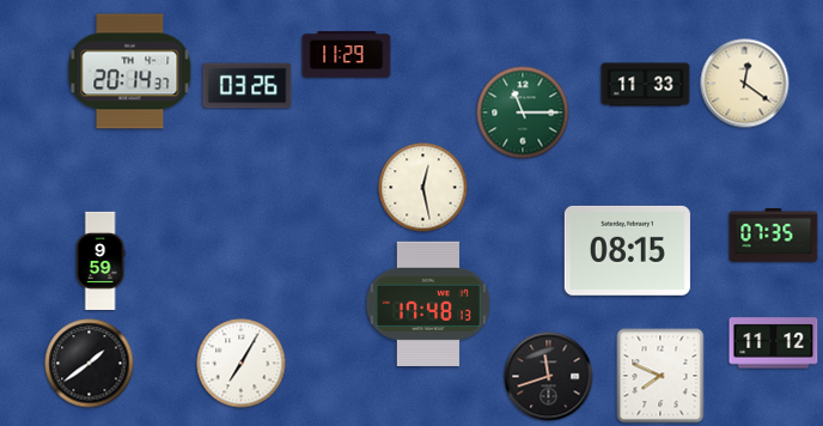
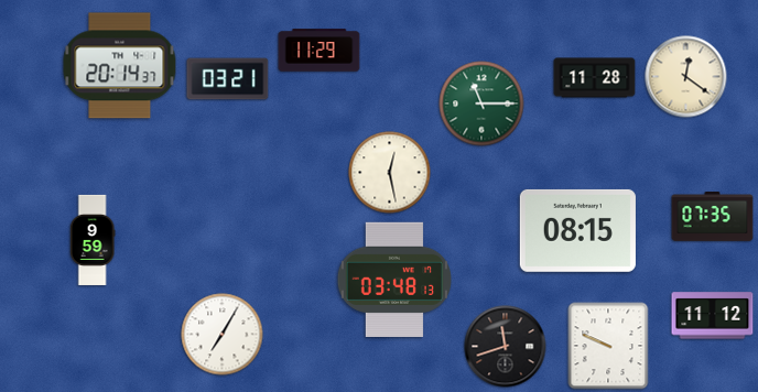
clock at (646, 85): 11:33 -> 11:28
clock at (248, 86): 03:26 -> 03:21
clock at (428, 304): 17:48 -> 03:48
clock at (90, 364): 1:39 -> none
clock at (660, 376): 7:49 -> 9:49
